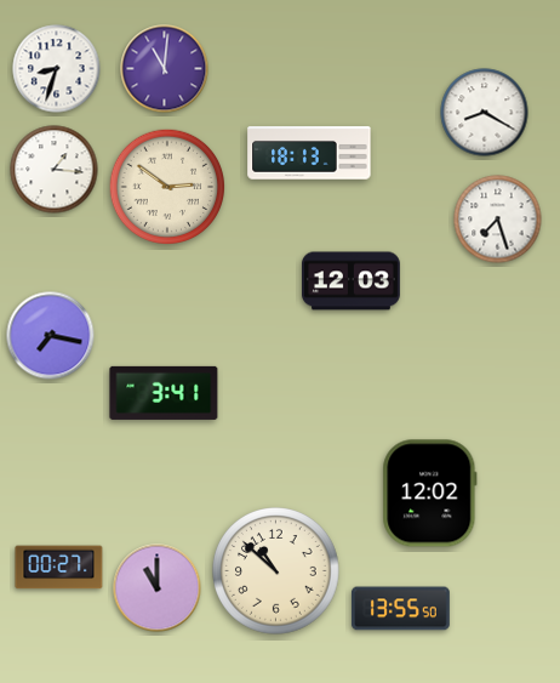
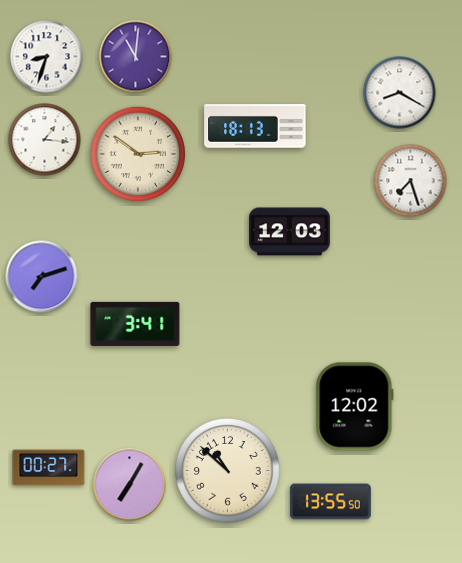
clock at (51, 336): 7:17 -> 7:12
clock at (158, 588): 11:00 -> 7:05
